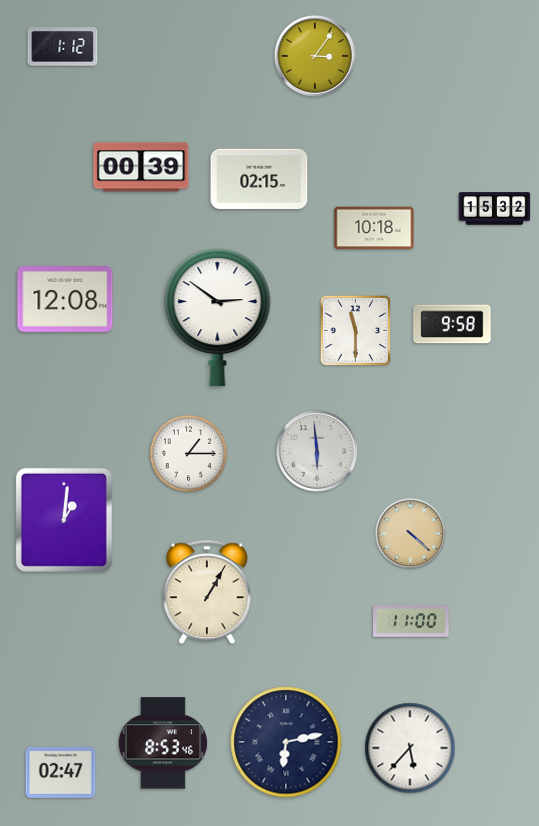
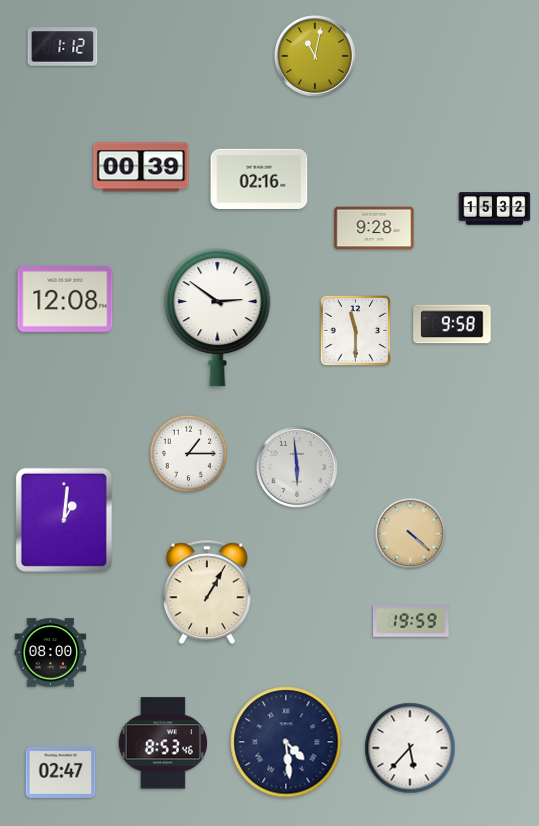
clock at (316, 57): 3:06 -> 11:02
clock at (259, 179): 02:15 -> 02:16
clock at (374, 228): 10:18 -> 9:28
clock at (318, 452) position: (318, 452) -> (298, 468)
clock at (411, 621): 11:00 -> 19:59
clock at (51, 653): none -> 08:00
clock at (286, 742): 6:13 -> 4:29
